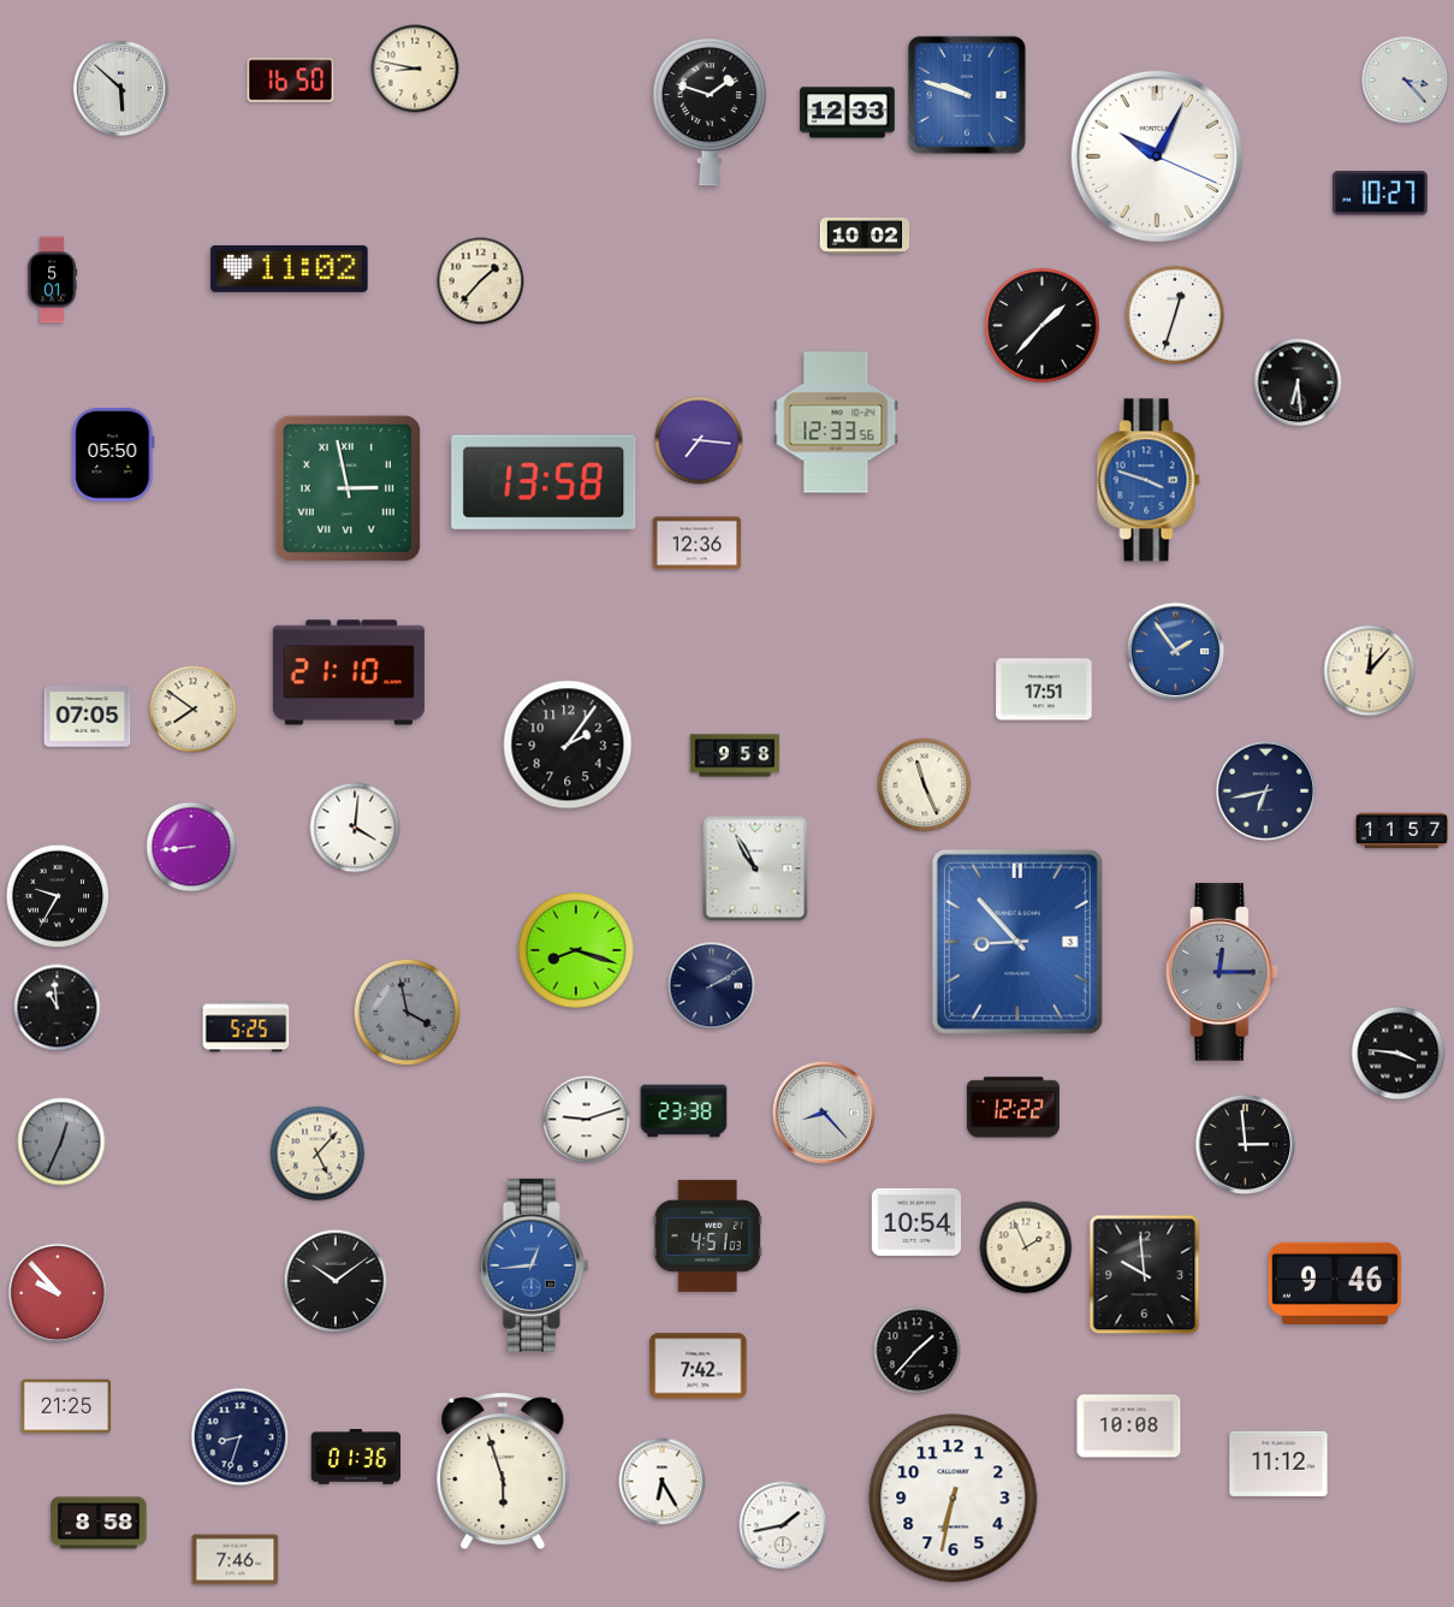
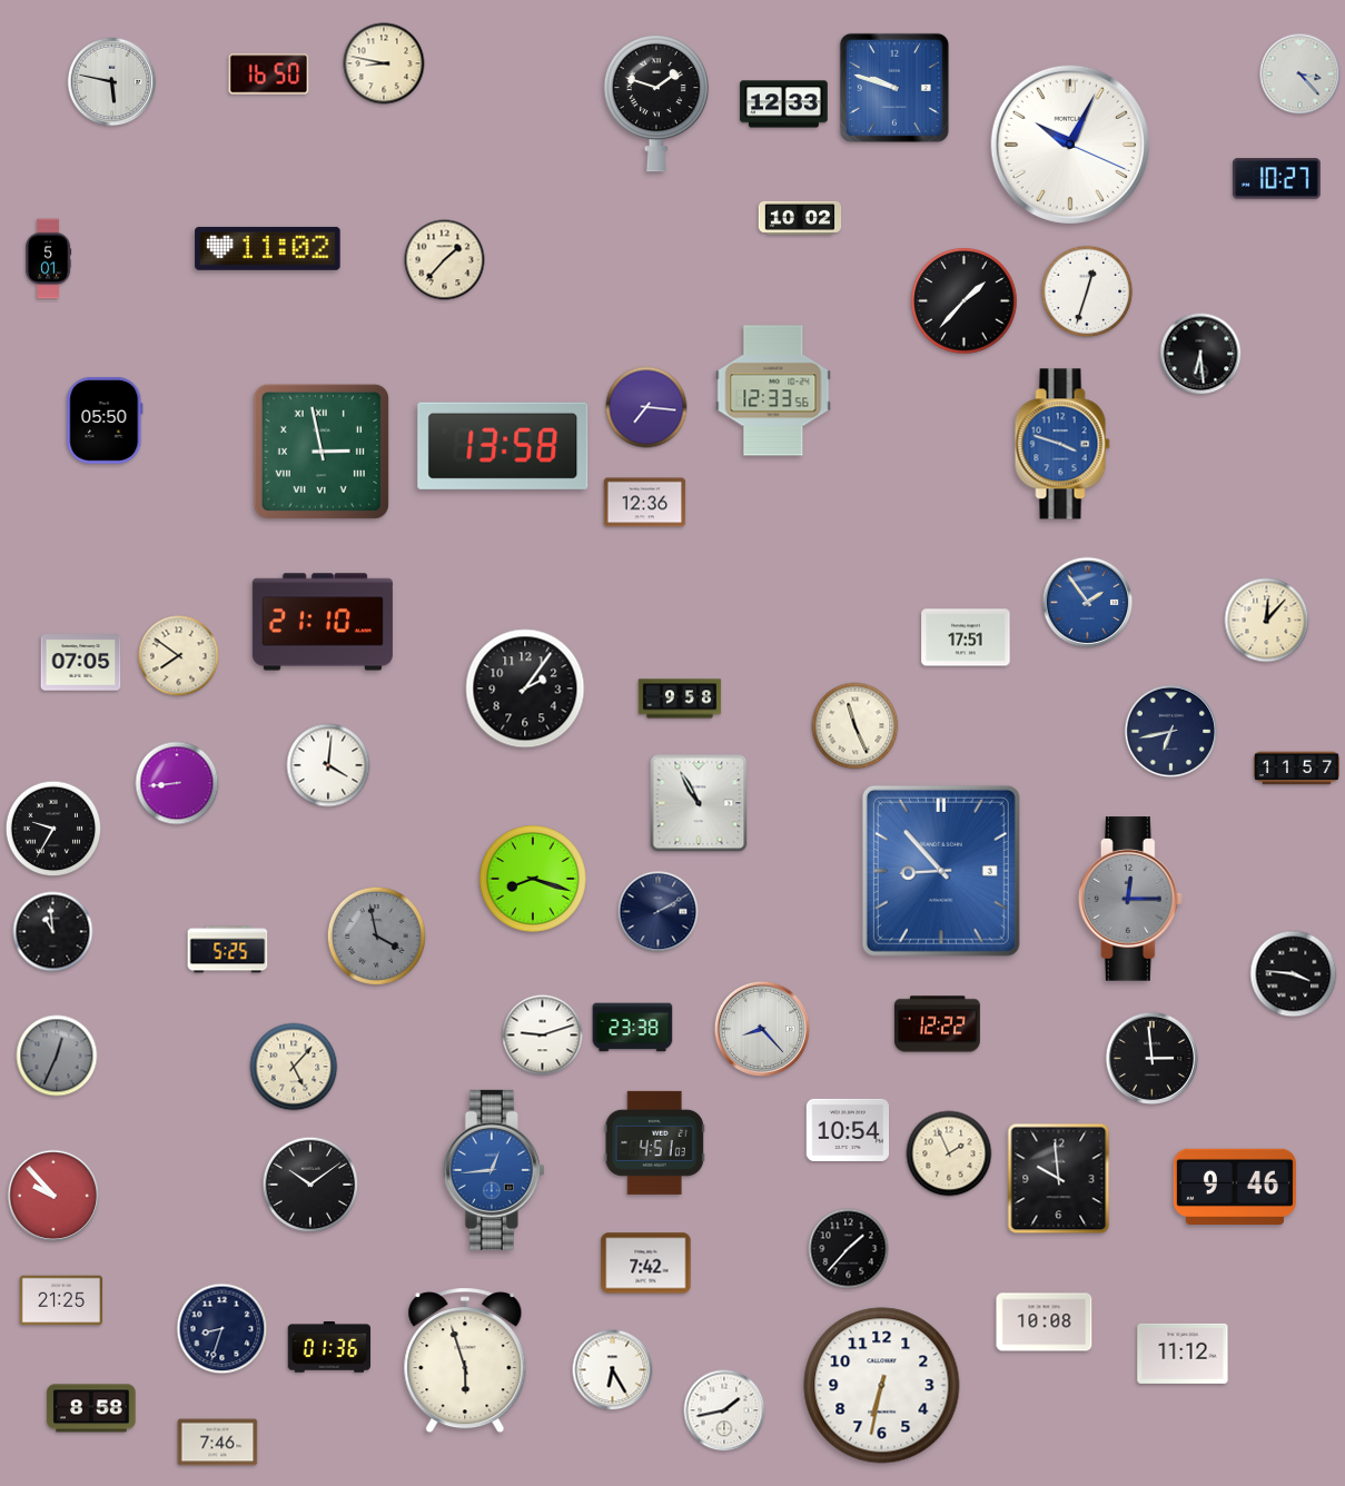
clock at (121, 89): 5:52 -> 5:47
clock at (1129, 1427) position: (1129, 1427) -> (1045, 1322)
